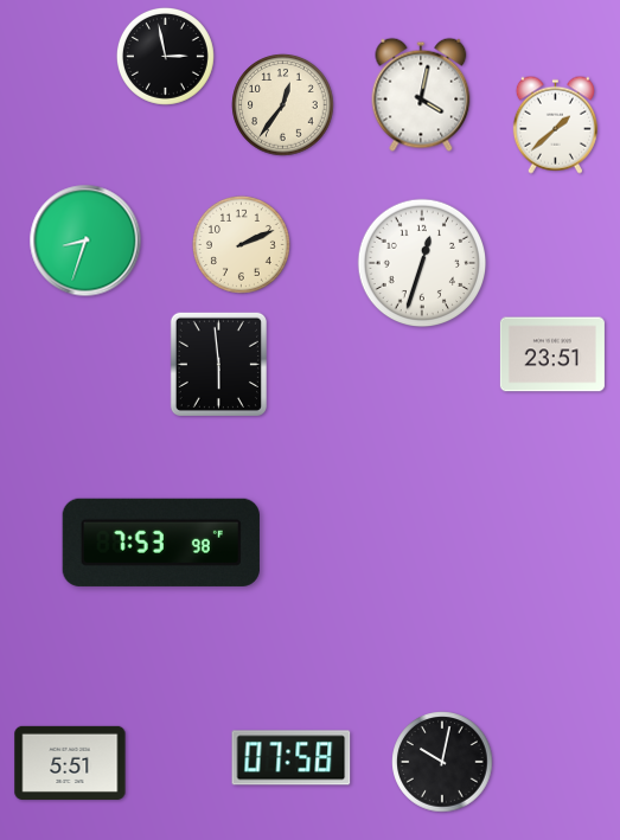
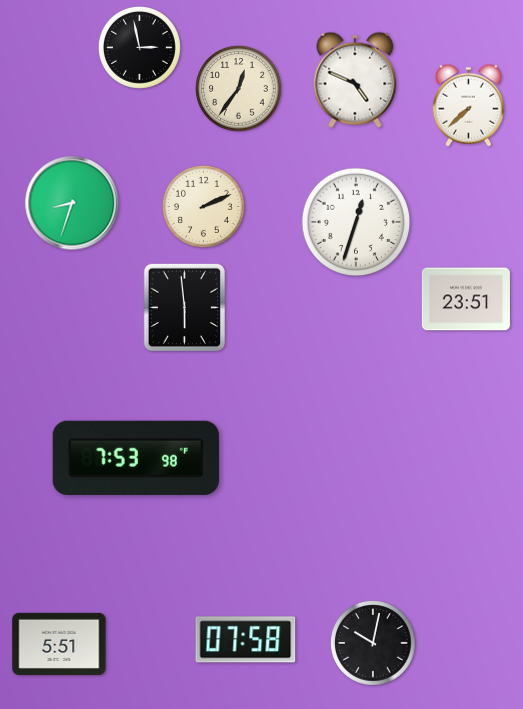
clock at (421, 95): 4:02 -> 4:49
clock at (555, 124): 1:38 -> 7:38
